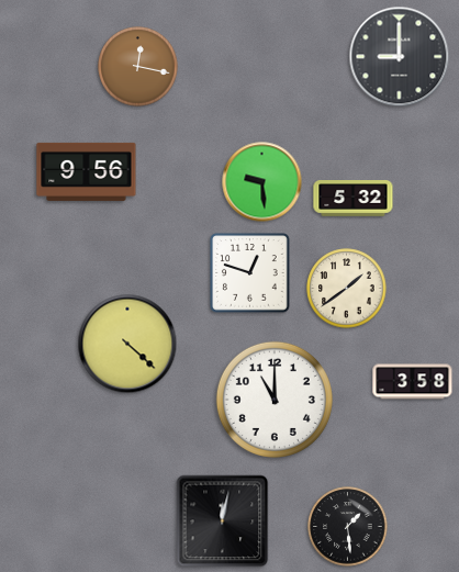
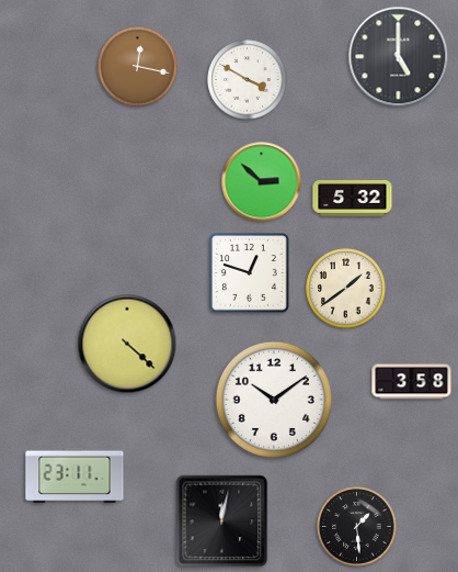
clock at (400, 57): 9:00 -> 5:00
clock at (248, 80): none -> 3:50
clock at (87, 171): 9:56 -> none
clock at (262, 182): 9:29 -> 2:52
clock at (275, 400): 11:00 -> 10:09
clock at (75, 475): none -> 23:11
clock at (348, 527) position: (348, 527) -> (357, 527)
